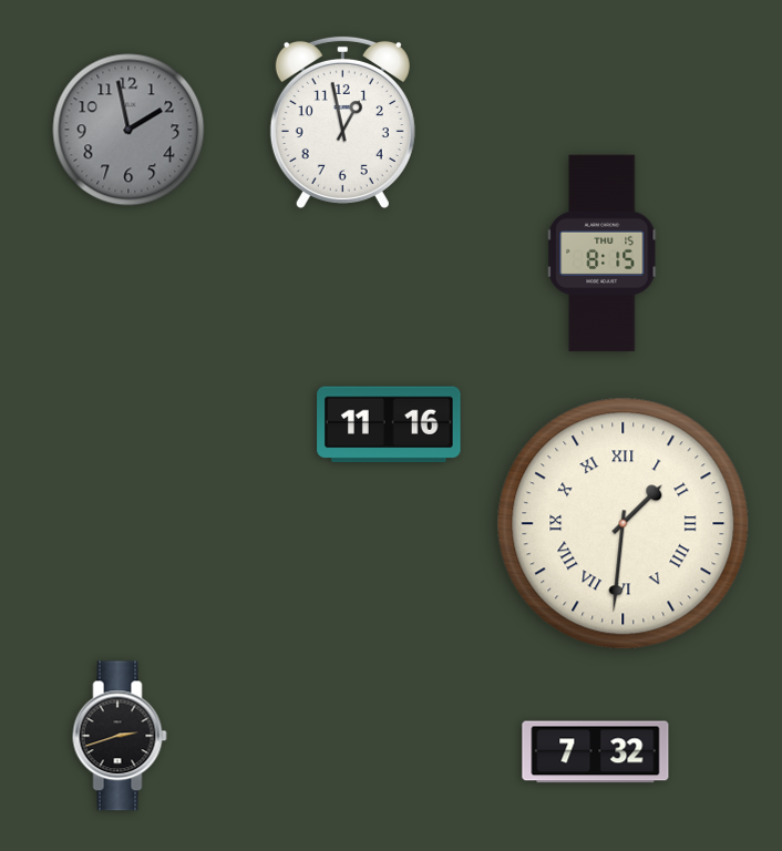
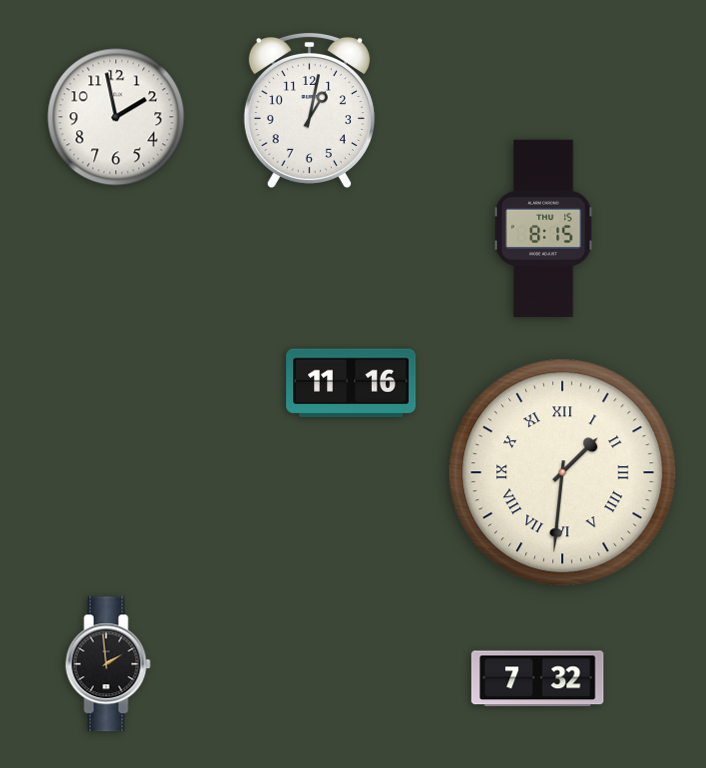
clock at (342, 122): 12:58 -> 1:02
clock at (128, 130) dial: grey -> white
clock at (120, 736): 2:42 -> 1:59
